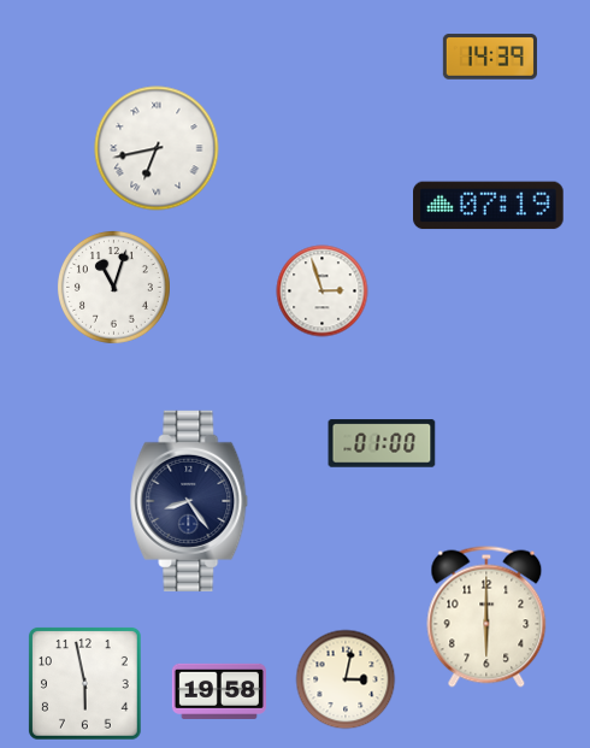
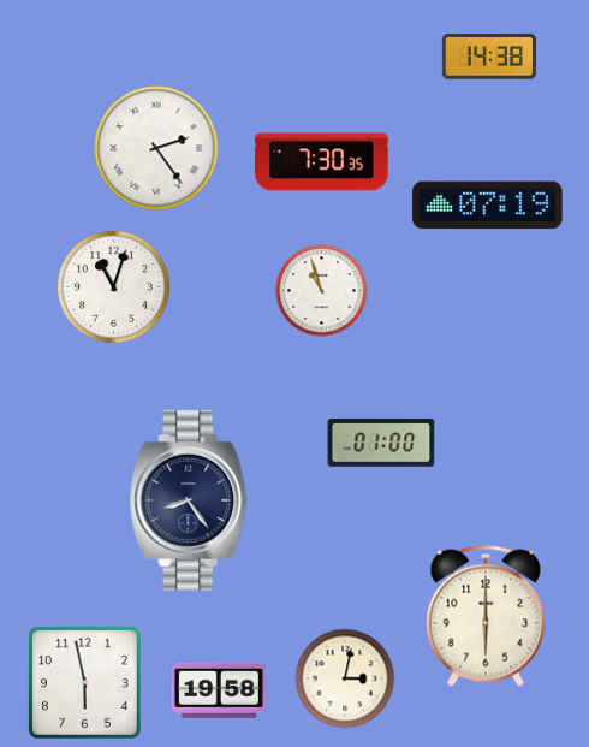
clock at (490, 57): 14:39 -> 14:38
clock at (157, 148): 6:43 -> 2:24
clock at (322, 162): none -> 7:30
clock at (323, 291): 2:57 -> 10:57
